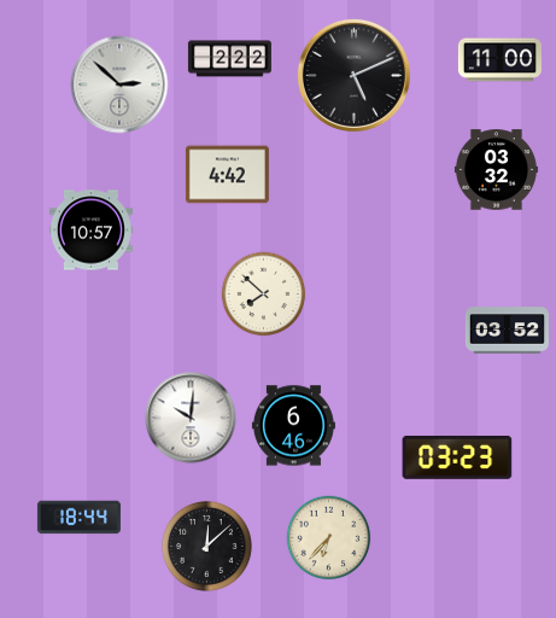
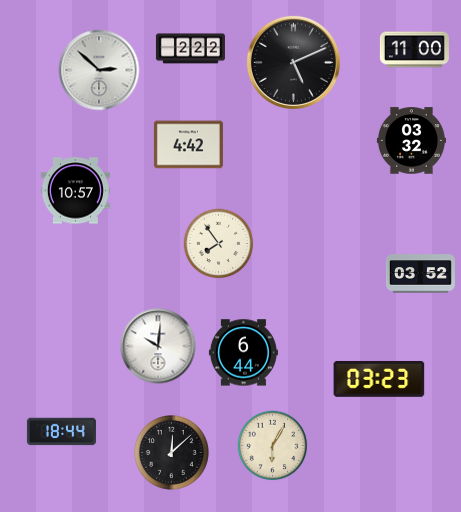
clock at (264, 295): 7:52 -> 7:54
clock at (293, 426): 6:46 -> 6:44
clock at (78, 518) position: (78, 518) -> (61, 432)
clock at (329, 538): 6:37 -> 6:05
